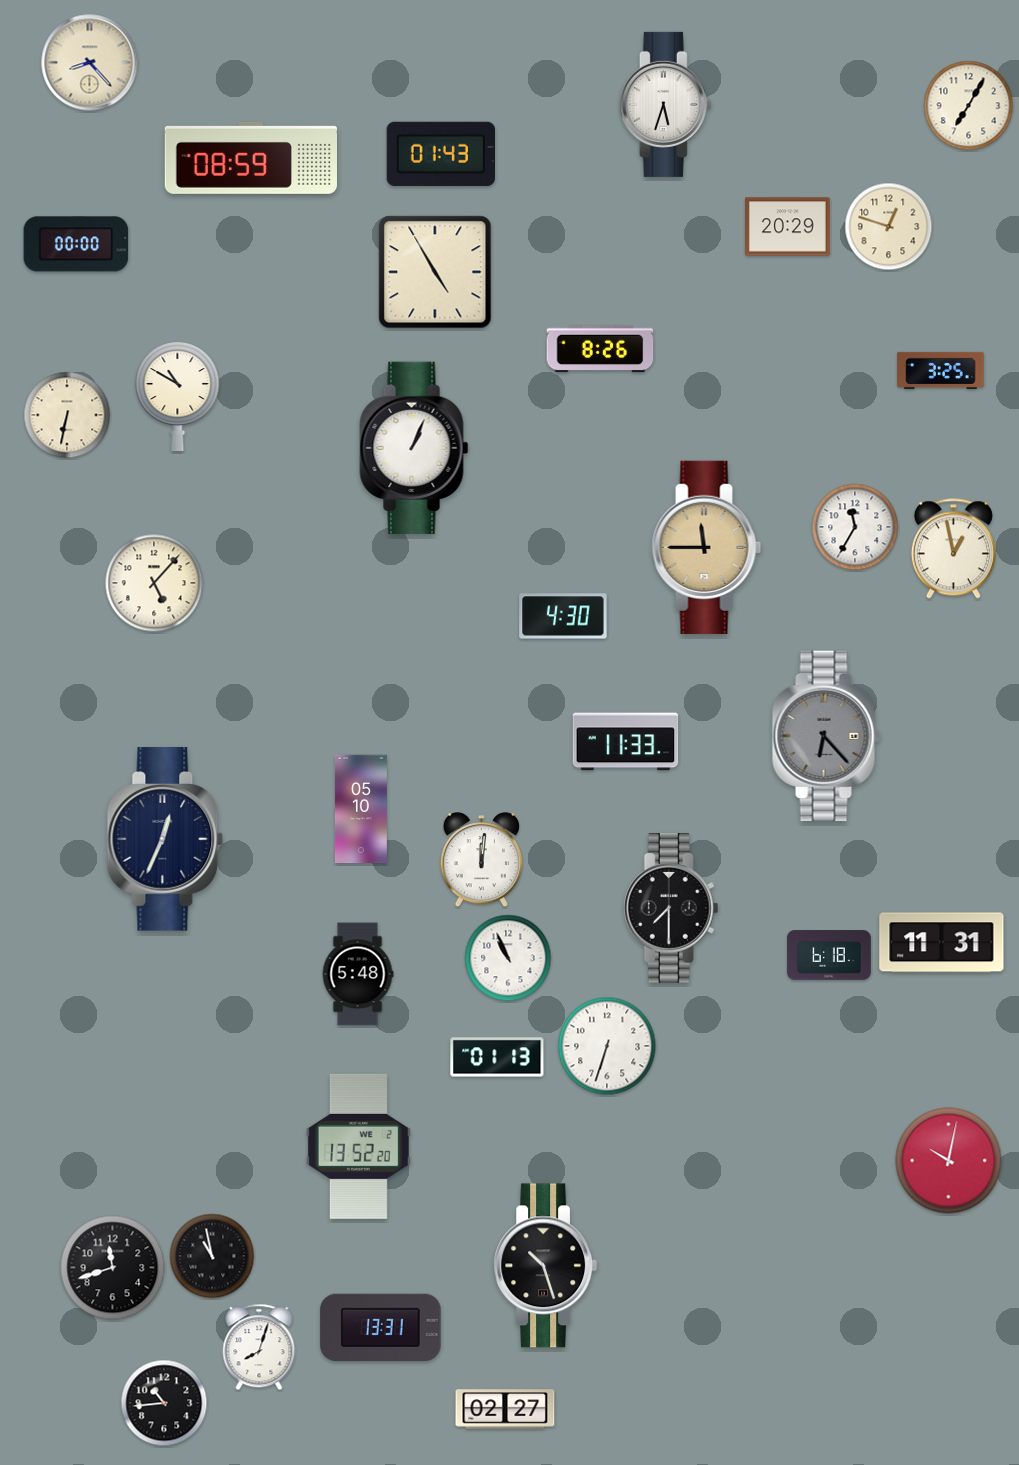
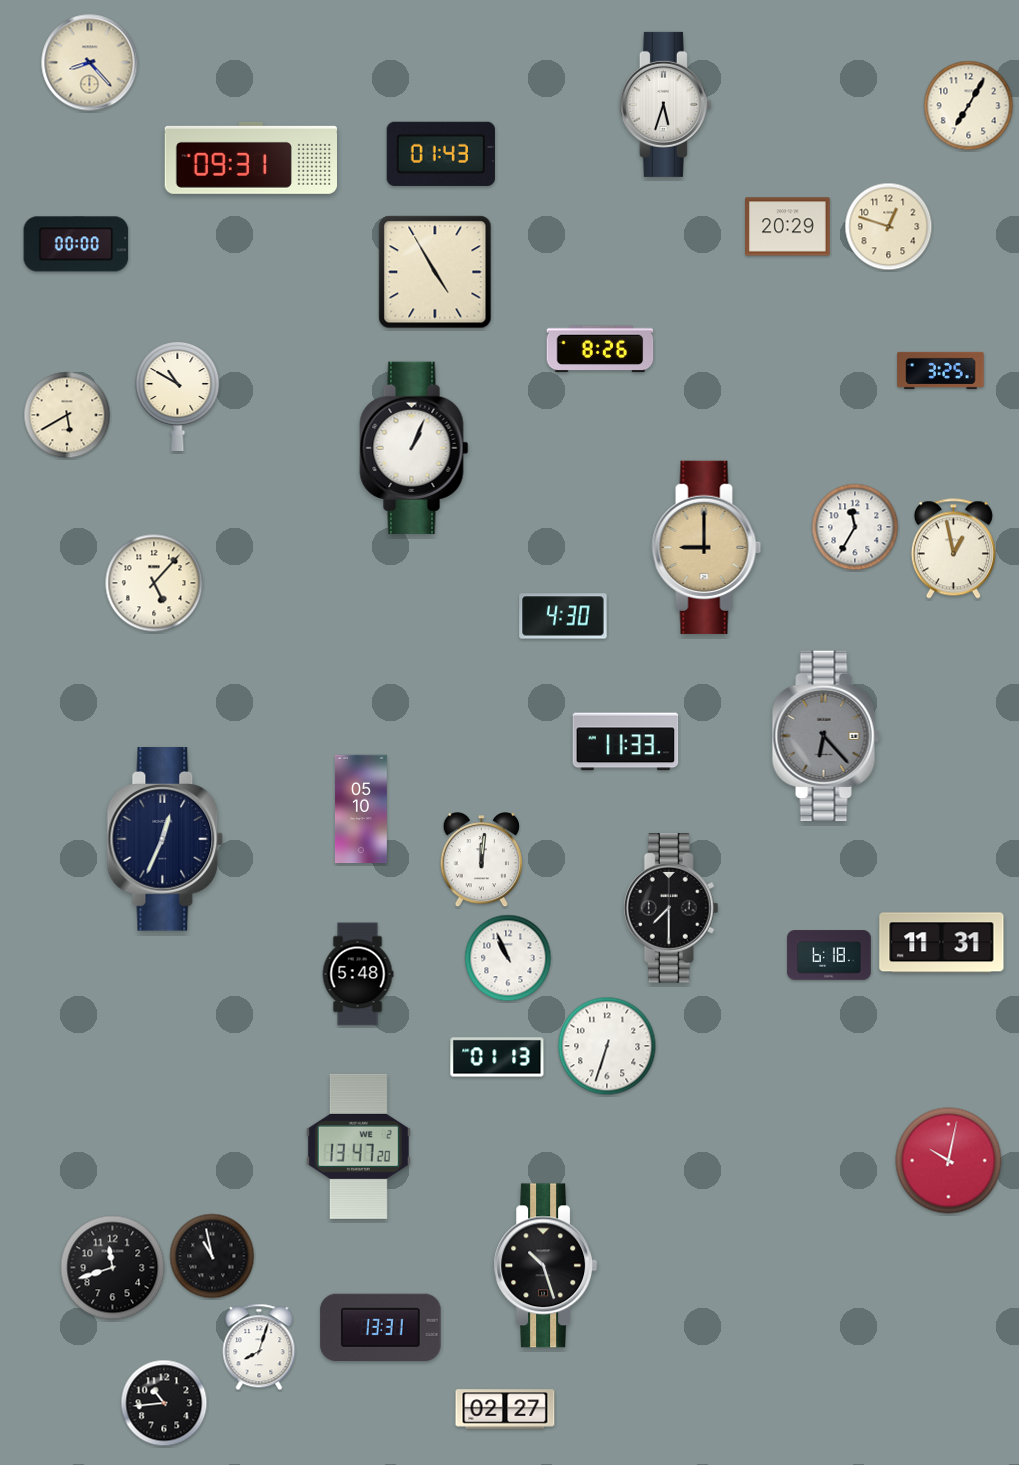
clock at (250, 158): 08:59 -> 09:31
clock at (67, 415): 6:32 -> 5:40
clock at (707, 547): 11:45 -> 9:00
clock at (358, 1146): 13:52 -> 13:47
